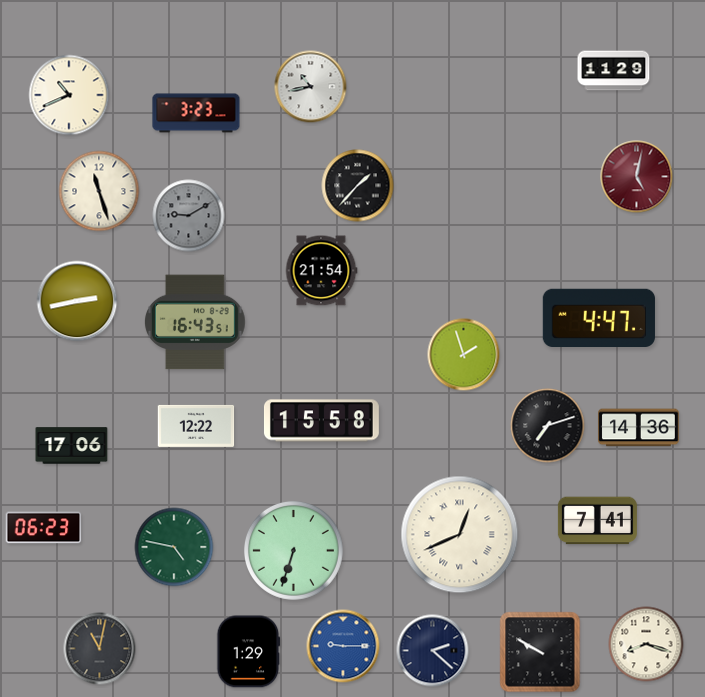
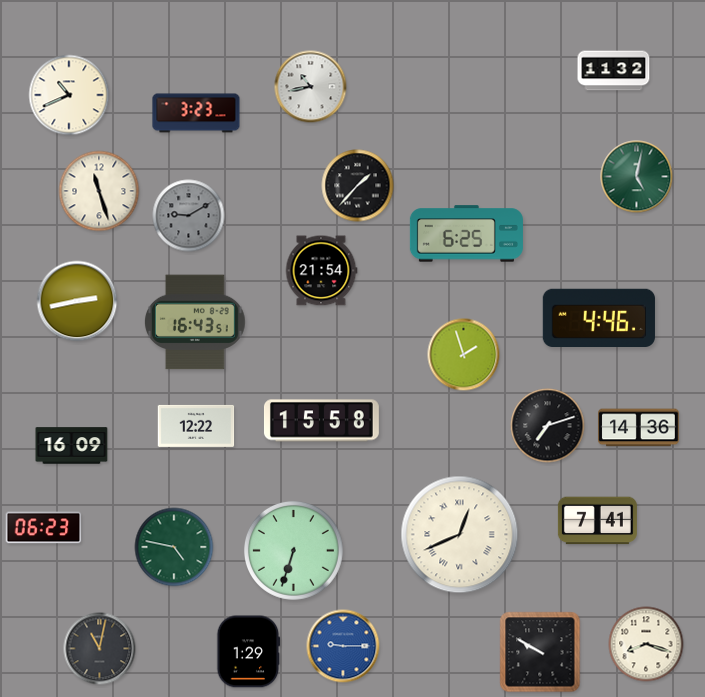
clock at (614, 71): 11:29 -> 11:32
clock at (637, 177) dial: burgundy -> green
clock at (466, 234): none -> 6:25
clock at (599, 318): 4:47 -> 4:46
clock at (72, 446): 17:06 -> 16:09
clock at (433, 651): 2:22 -> none
